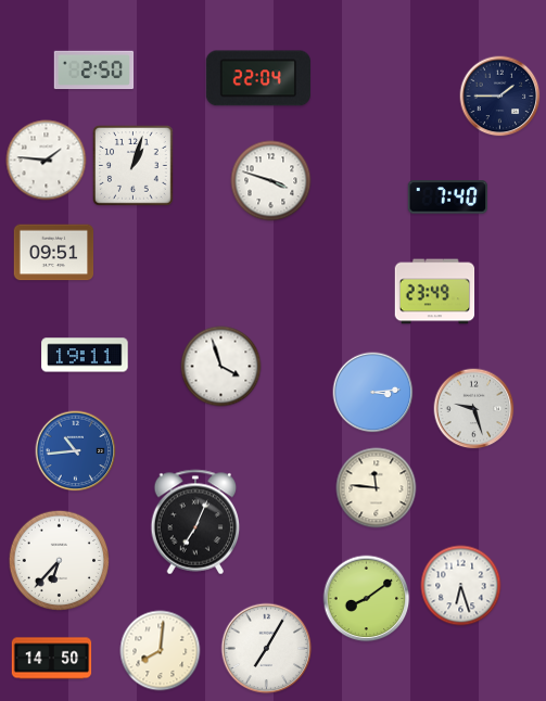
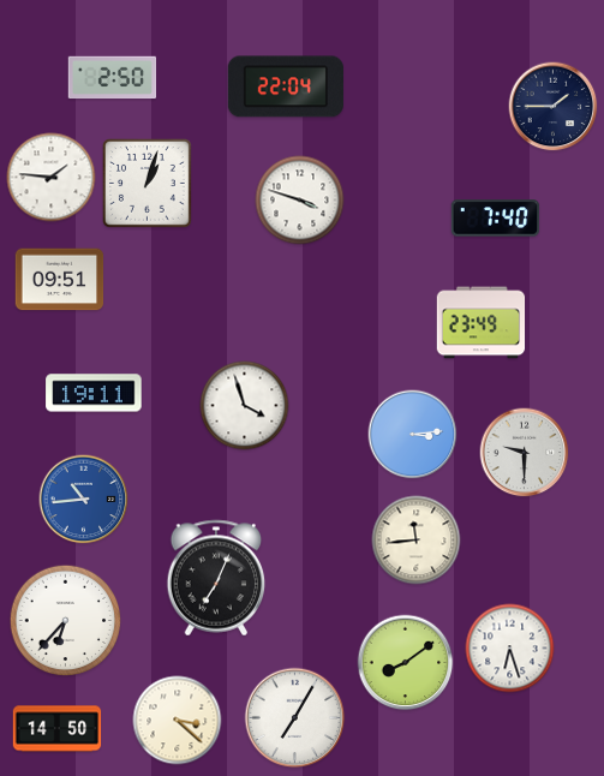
clock at (94, 71) position: (94, 71) -> (113, 78)
clock at (474, 409): 9:27 -> 9:30
clock at (377, 488): 11:46 -> 11:44
clock at (161, 651): 8:01 -> 3:22
